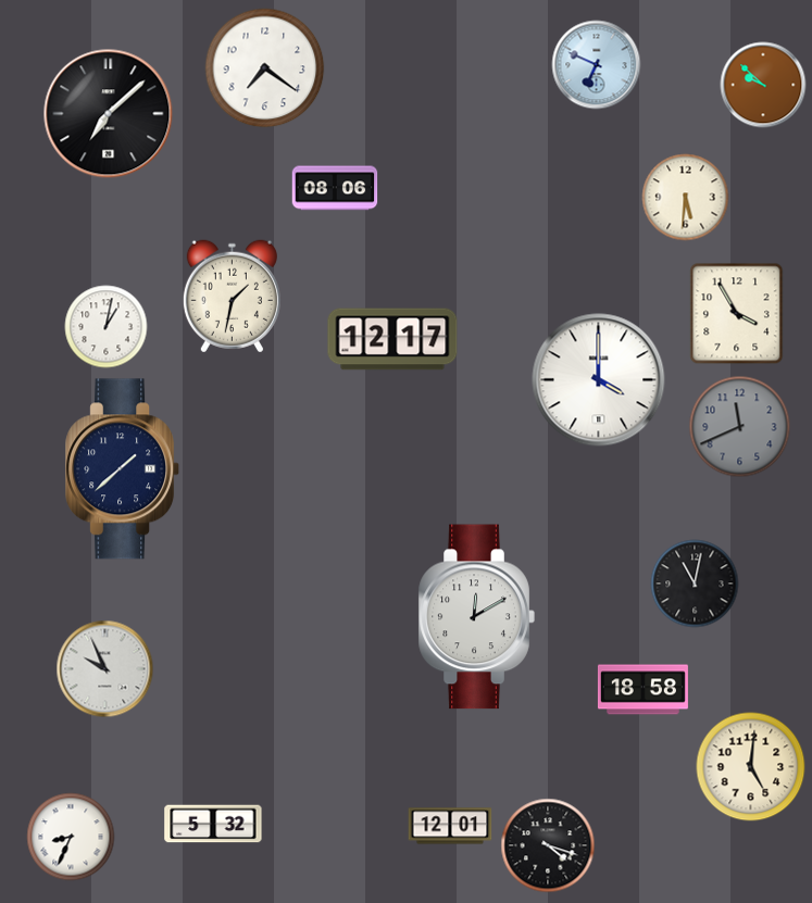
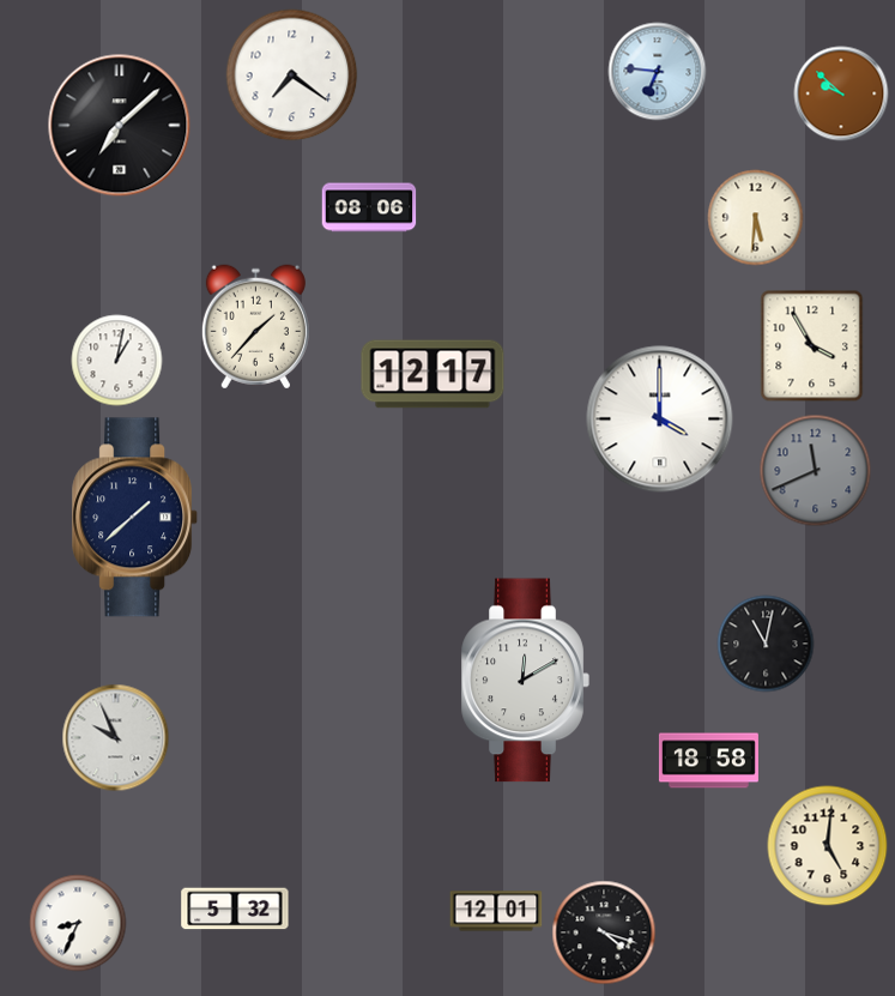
clock at (597, 65): 6:49 -> 6:46
clock at (232, 297): 1:32 -> 1:37
